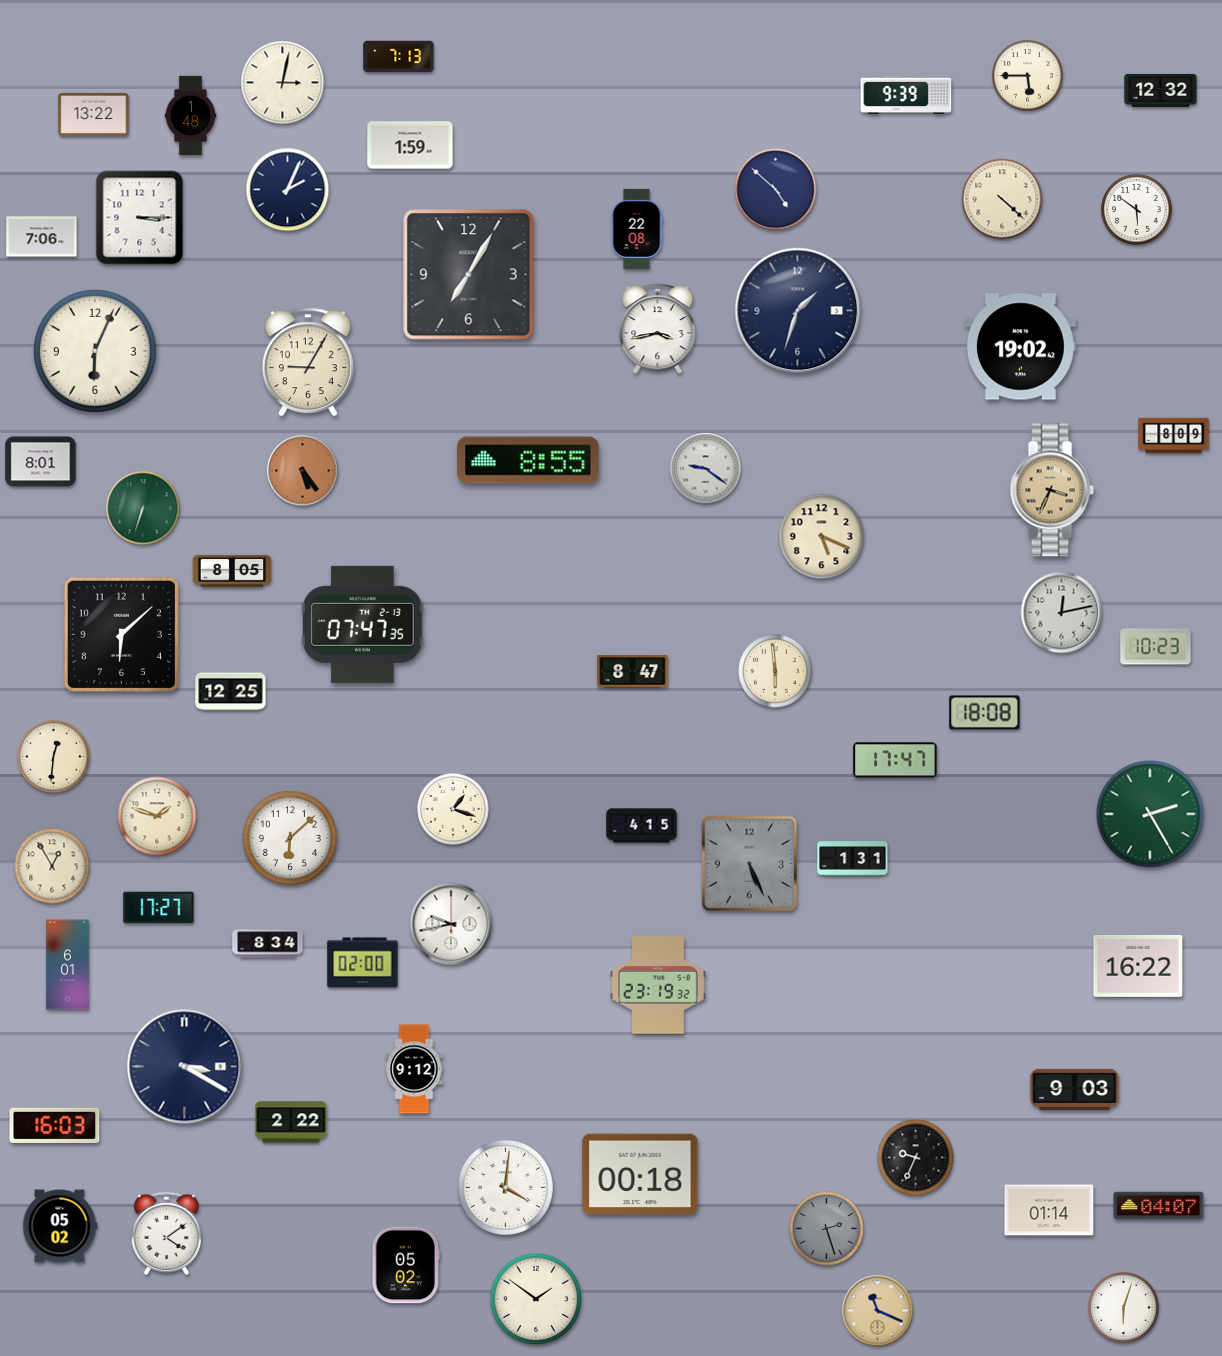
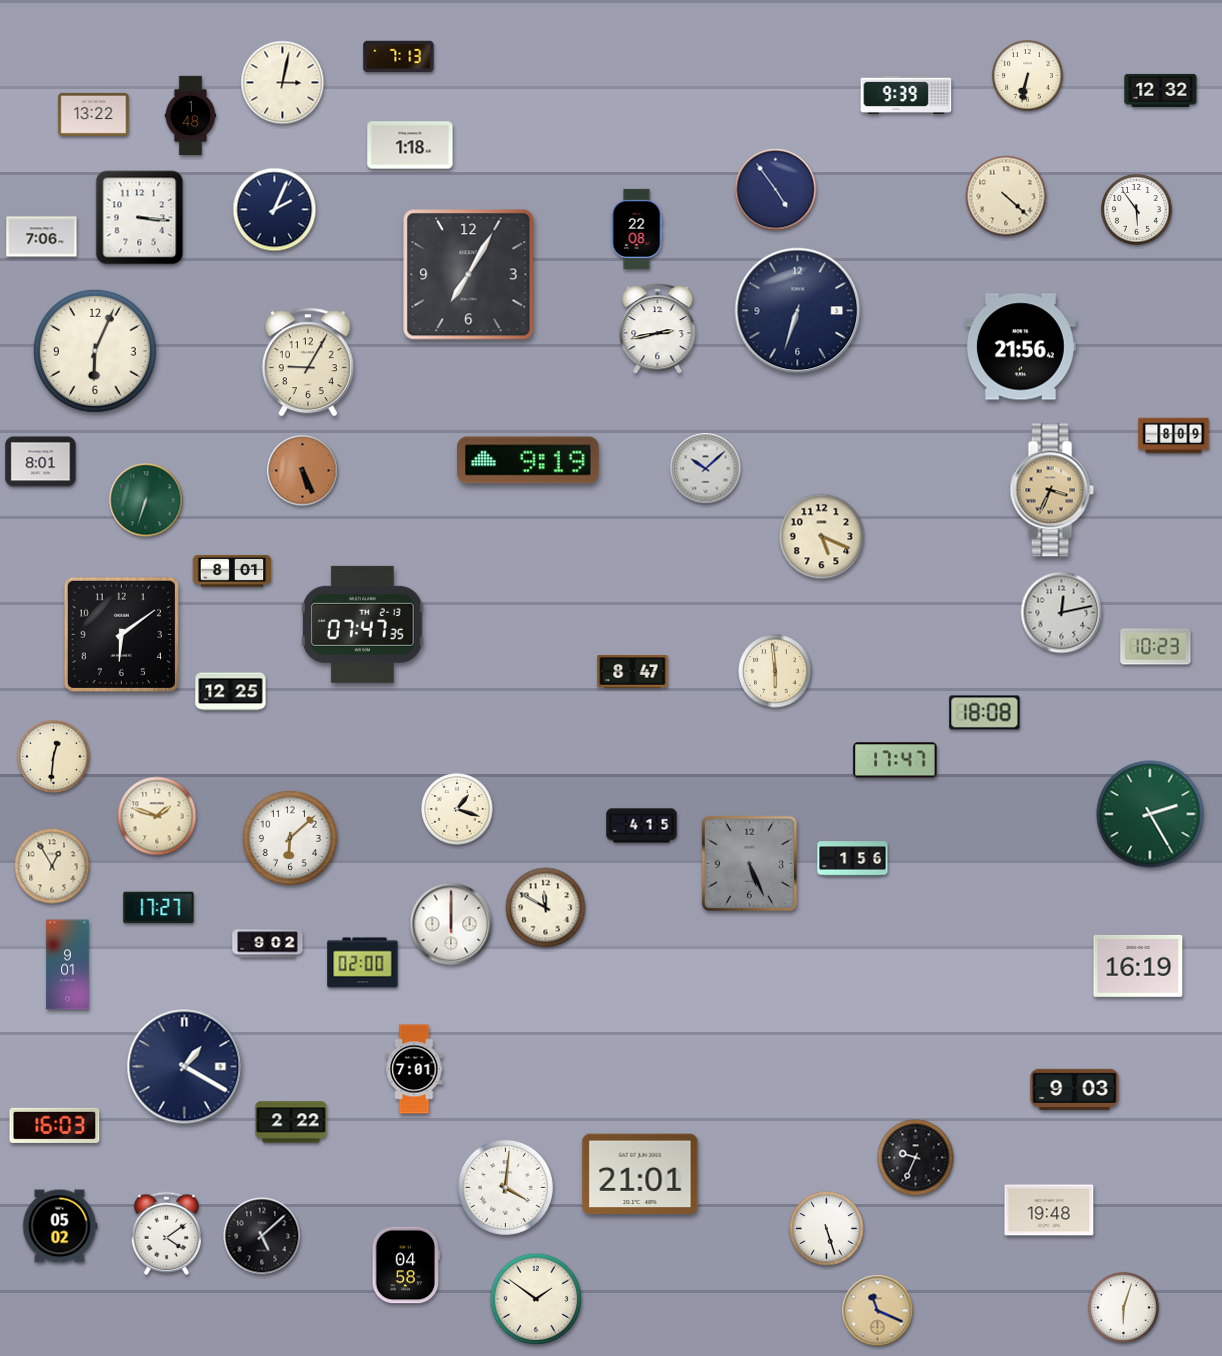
clock at (1028, 76): 5:45 -> 6:32
clock at (410, 145): 1:59 -> 1:18
clock at (288, 190) position: (288, 190) -> (275, 210)
clock at (776, 190): 4:52 -> 4:54
clock at (1002, 199) position: (1002, 199) -> (1006, 196)
clock at (1137, 210): 5:51 -> 5:54
clock at (140, 218): 3:15 -> 3:16
clock at (798, 311): 1:33 -> 6:33
clock at (658, 329): 3:43 -> 2:43
clock at (1020, 347): 19:02 -> 21:56
clock at (528, 460): 8:55 -> 9:19
clock at (706, 469): 9:21 -> 10:08
clock at (303, 471): 5:24 -> 5:26
clock at (143, 508) position: (143, 508) -> (146, 500)
clock at (232, 571): 8:05 -> 8:01
clock at (121, 634): 6:08 -> 6:09
clock at (453, 809) position: (453, 809) -> (457, 809)
clock at (853, 859): 1:31 -> 1:56
clock at (546, 908): none -> 11:50
clock at (451, 924): 9:43 -> 12:00
clock at (268, 944): 8:34 -> 9:02
clock at (68, 965): 6:01 -> 9:01
clock at (1138, 966): 16:22 -> 16:19
clock at (658, 985): 23:19 -> none
clock at (185, 1067): 3:20 -> 1:20
clock at (414, 1069): 9:12 -> 7:01
clock at (640, 1174): 00:18 -> 21:01
clock at (1159, 1206): 04:07 -> none
clock at (1049, 1210): 01:14 -> 19:48
clock at (827, 1229): 2:27 -> 5:27
clock at (827, 1229) dial: grey -> white
clock at (262, 1236): none -> 5:08
clock at (406, 1265): 05:02 -> 04:58
